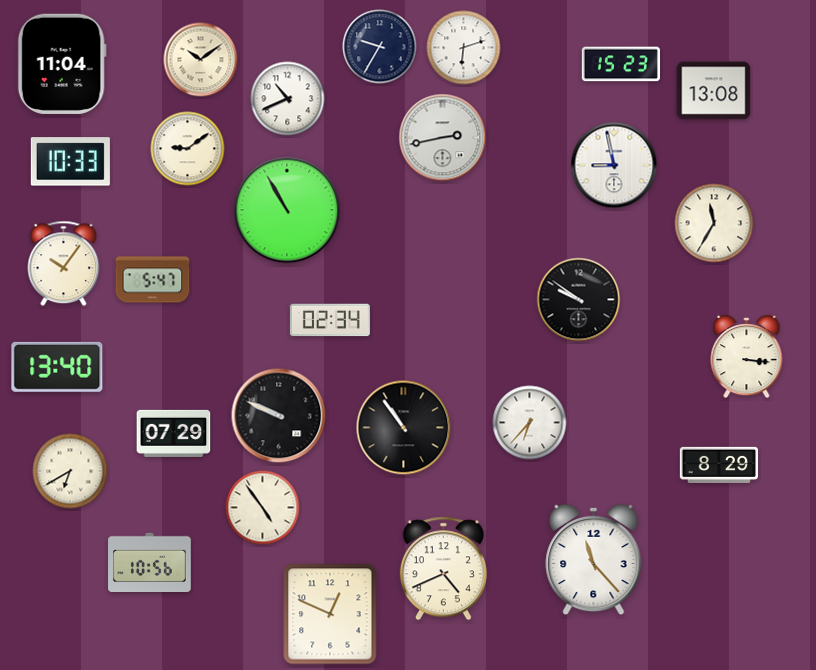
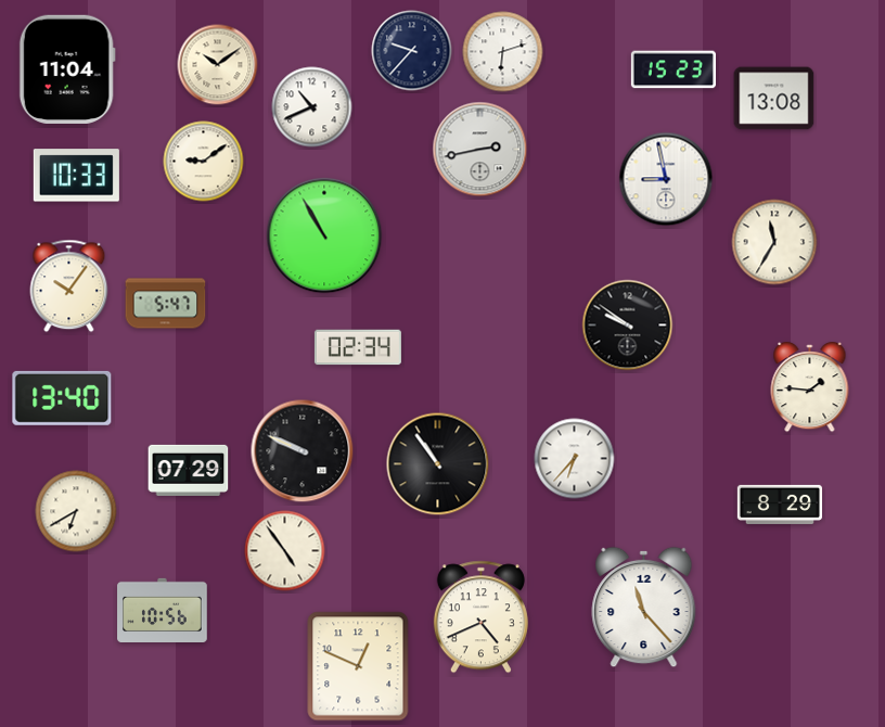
clock at (380, 47): 9:35 -> 9:37
clock at (287, 210) position: (287, 210) -> (324, 235)
clock at (747, 358): 3:16 -> 1:46
